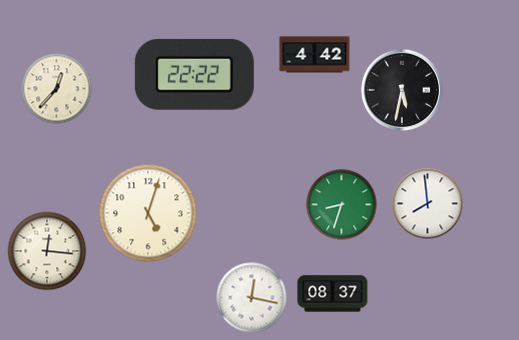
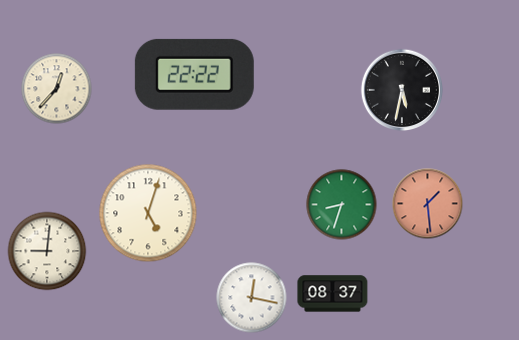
clock at (315, 55): 4:42 -> none
clock at (428, 204): 7:59 -> 1:29
clock at (428, 204) dial: white -> salmon
clock at (47, 251): 12:16 -> 9:01
